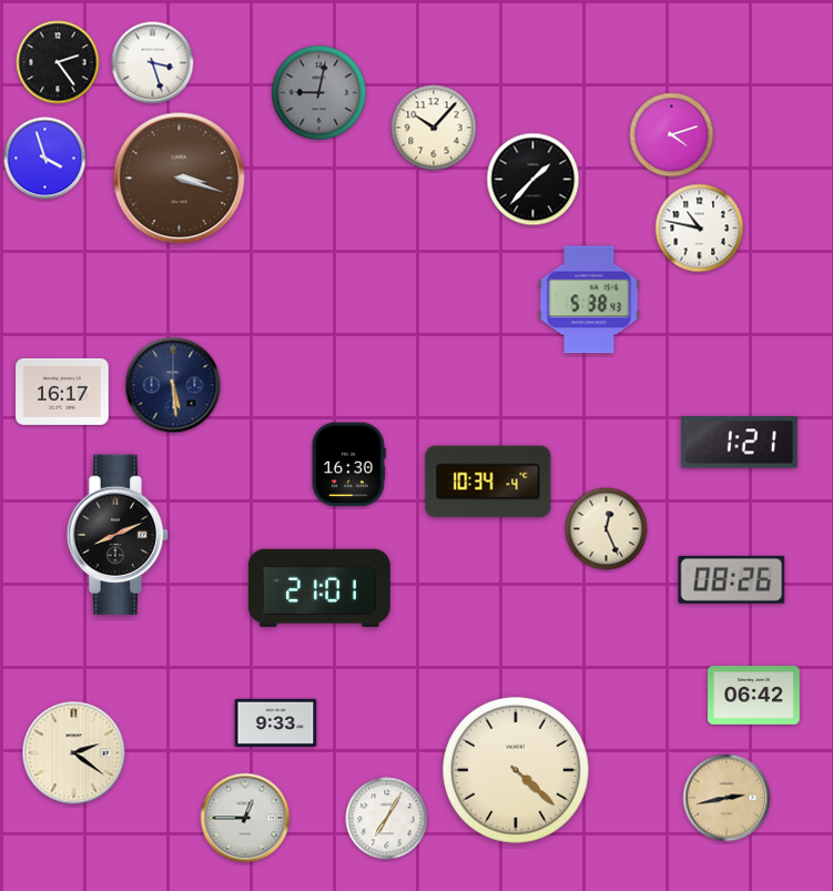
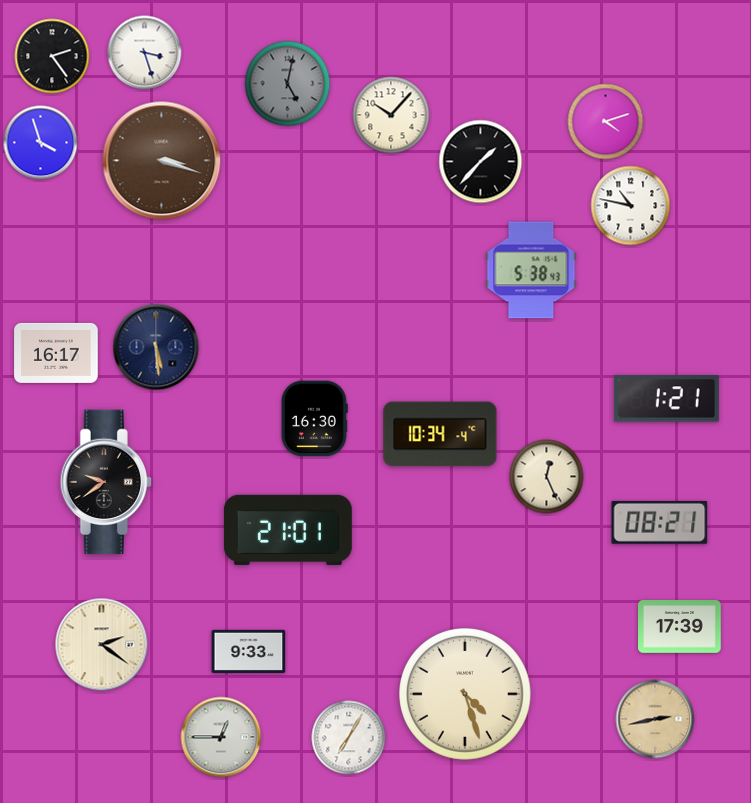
clock at (153, 63) position: (153, 63) -> (145, 53)
clock at (319, 93): 9:02 -> 5:02
clock at (118, 535): 8:11 -> 9:39
clock at (732, 579): 08:26 -> 08:21
clock at (754, 696): 06:42 -> 17:39
clock at (74, 753) position: (74, 753) -> (102, 645)
clock at (517, 771): 4:22 -> 4:27
